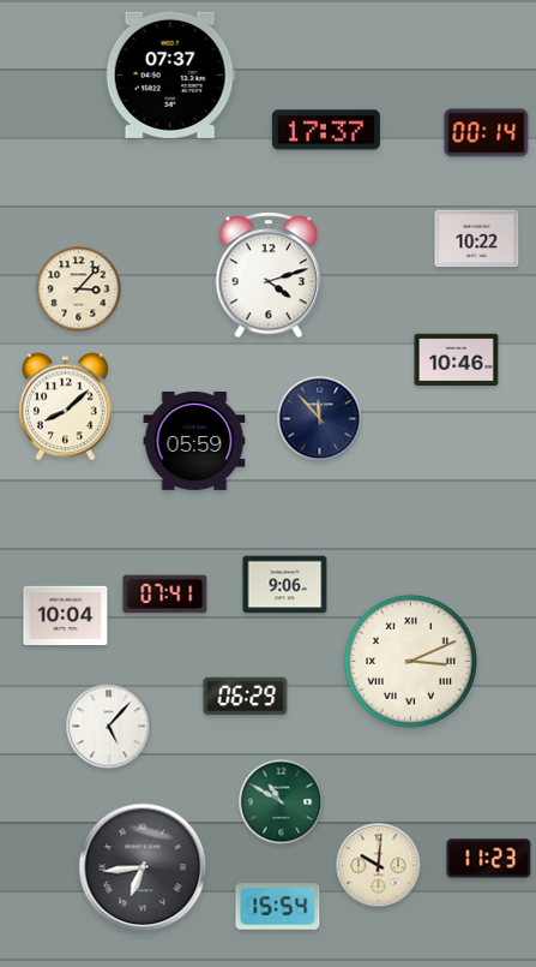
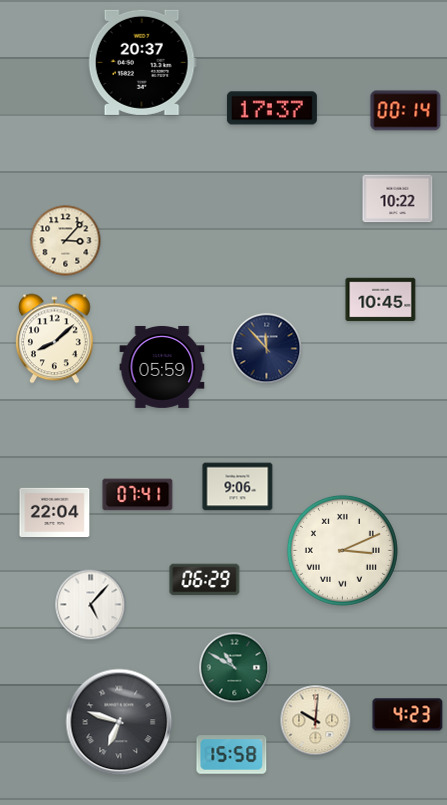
clock at (170, 74): 07:37 -> 20:37
clock at (267, 275): 4:12 -> none
clock at (457, 360): 10:46 -> 10:45
clock at (66, 615): 10:04 -> 22:04
clock at (489, 859): 11:23 -> 4:23
clock at (143, 867): 6:44 -> 6:48
clock at (278, 907): 15:54 -> 15:58
